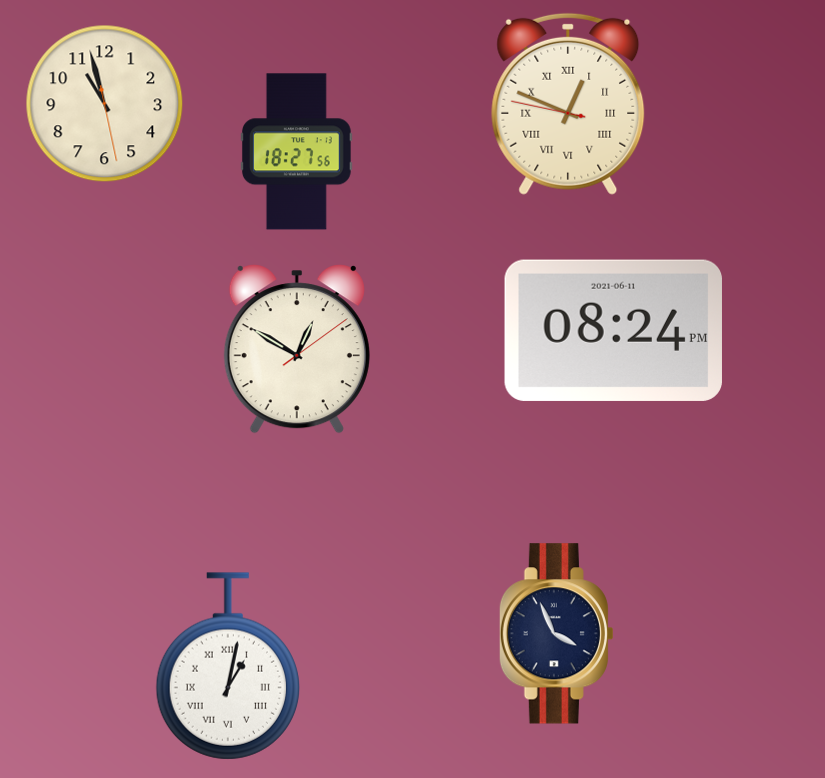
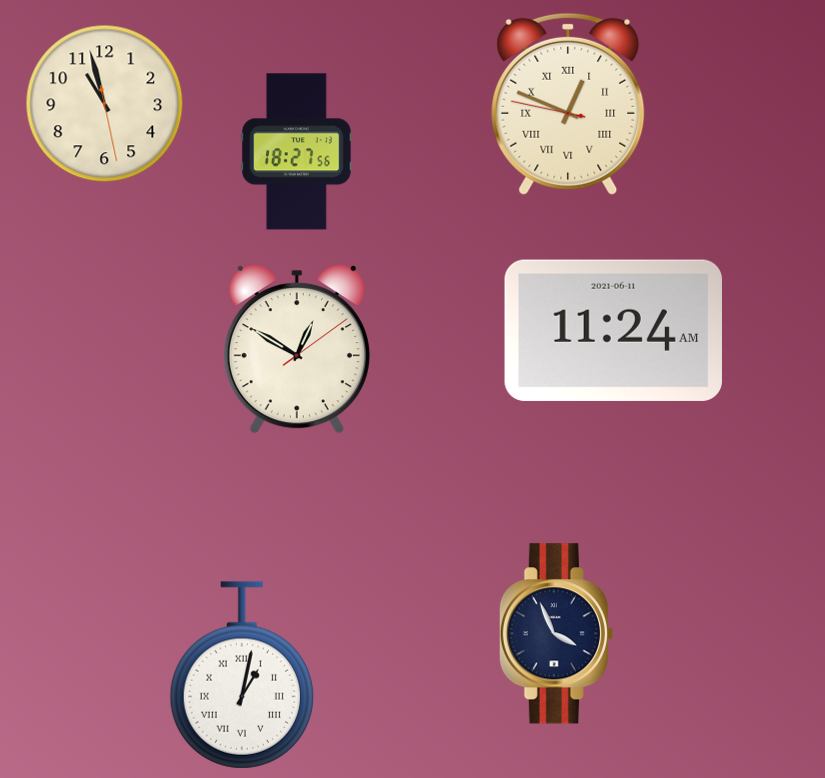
clock at (613, 330): 08:24 -> 11:24
clock at (228, 666) position: (228, 666) -> (242, 675)
